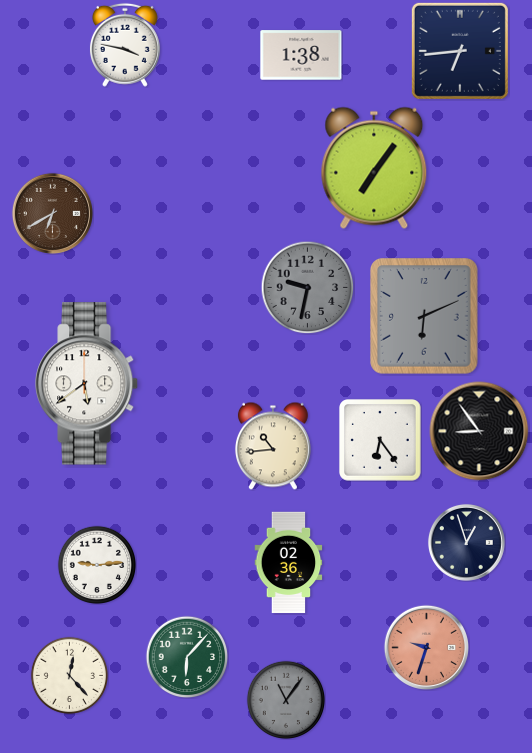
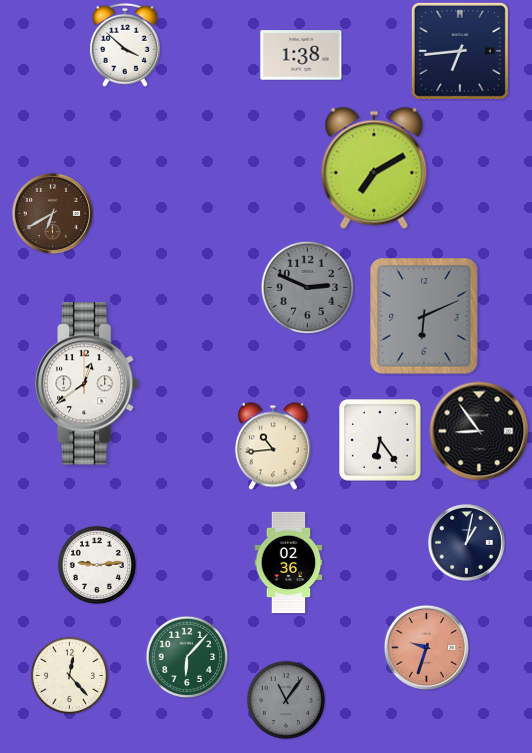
clock at (125, 45): 3:47 -> 3:52
clock at (374, 168): 7:06 -> 7:10
clock at (307, 287): 9:32 -> 2:49
clock at (88, 384): 5:39 -> 12:39
clock at (466, 542): 12:57 -> 1:02
